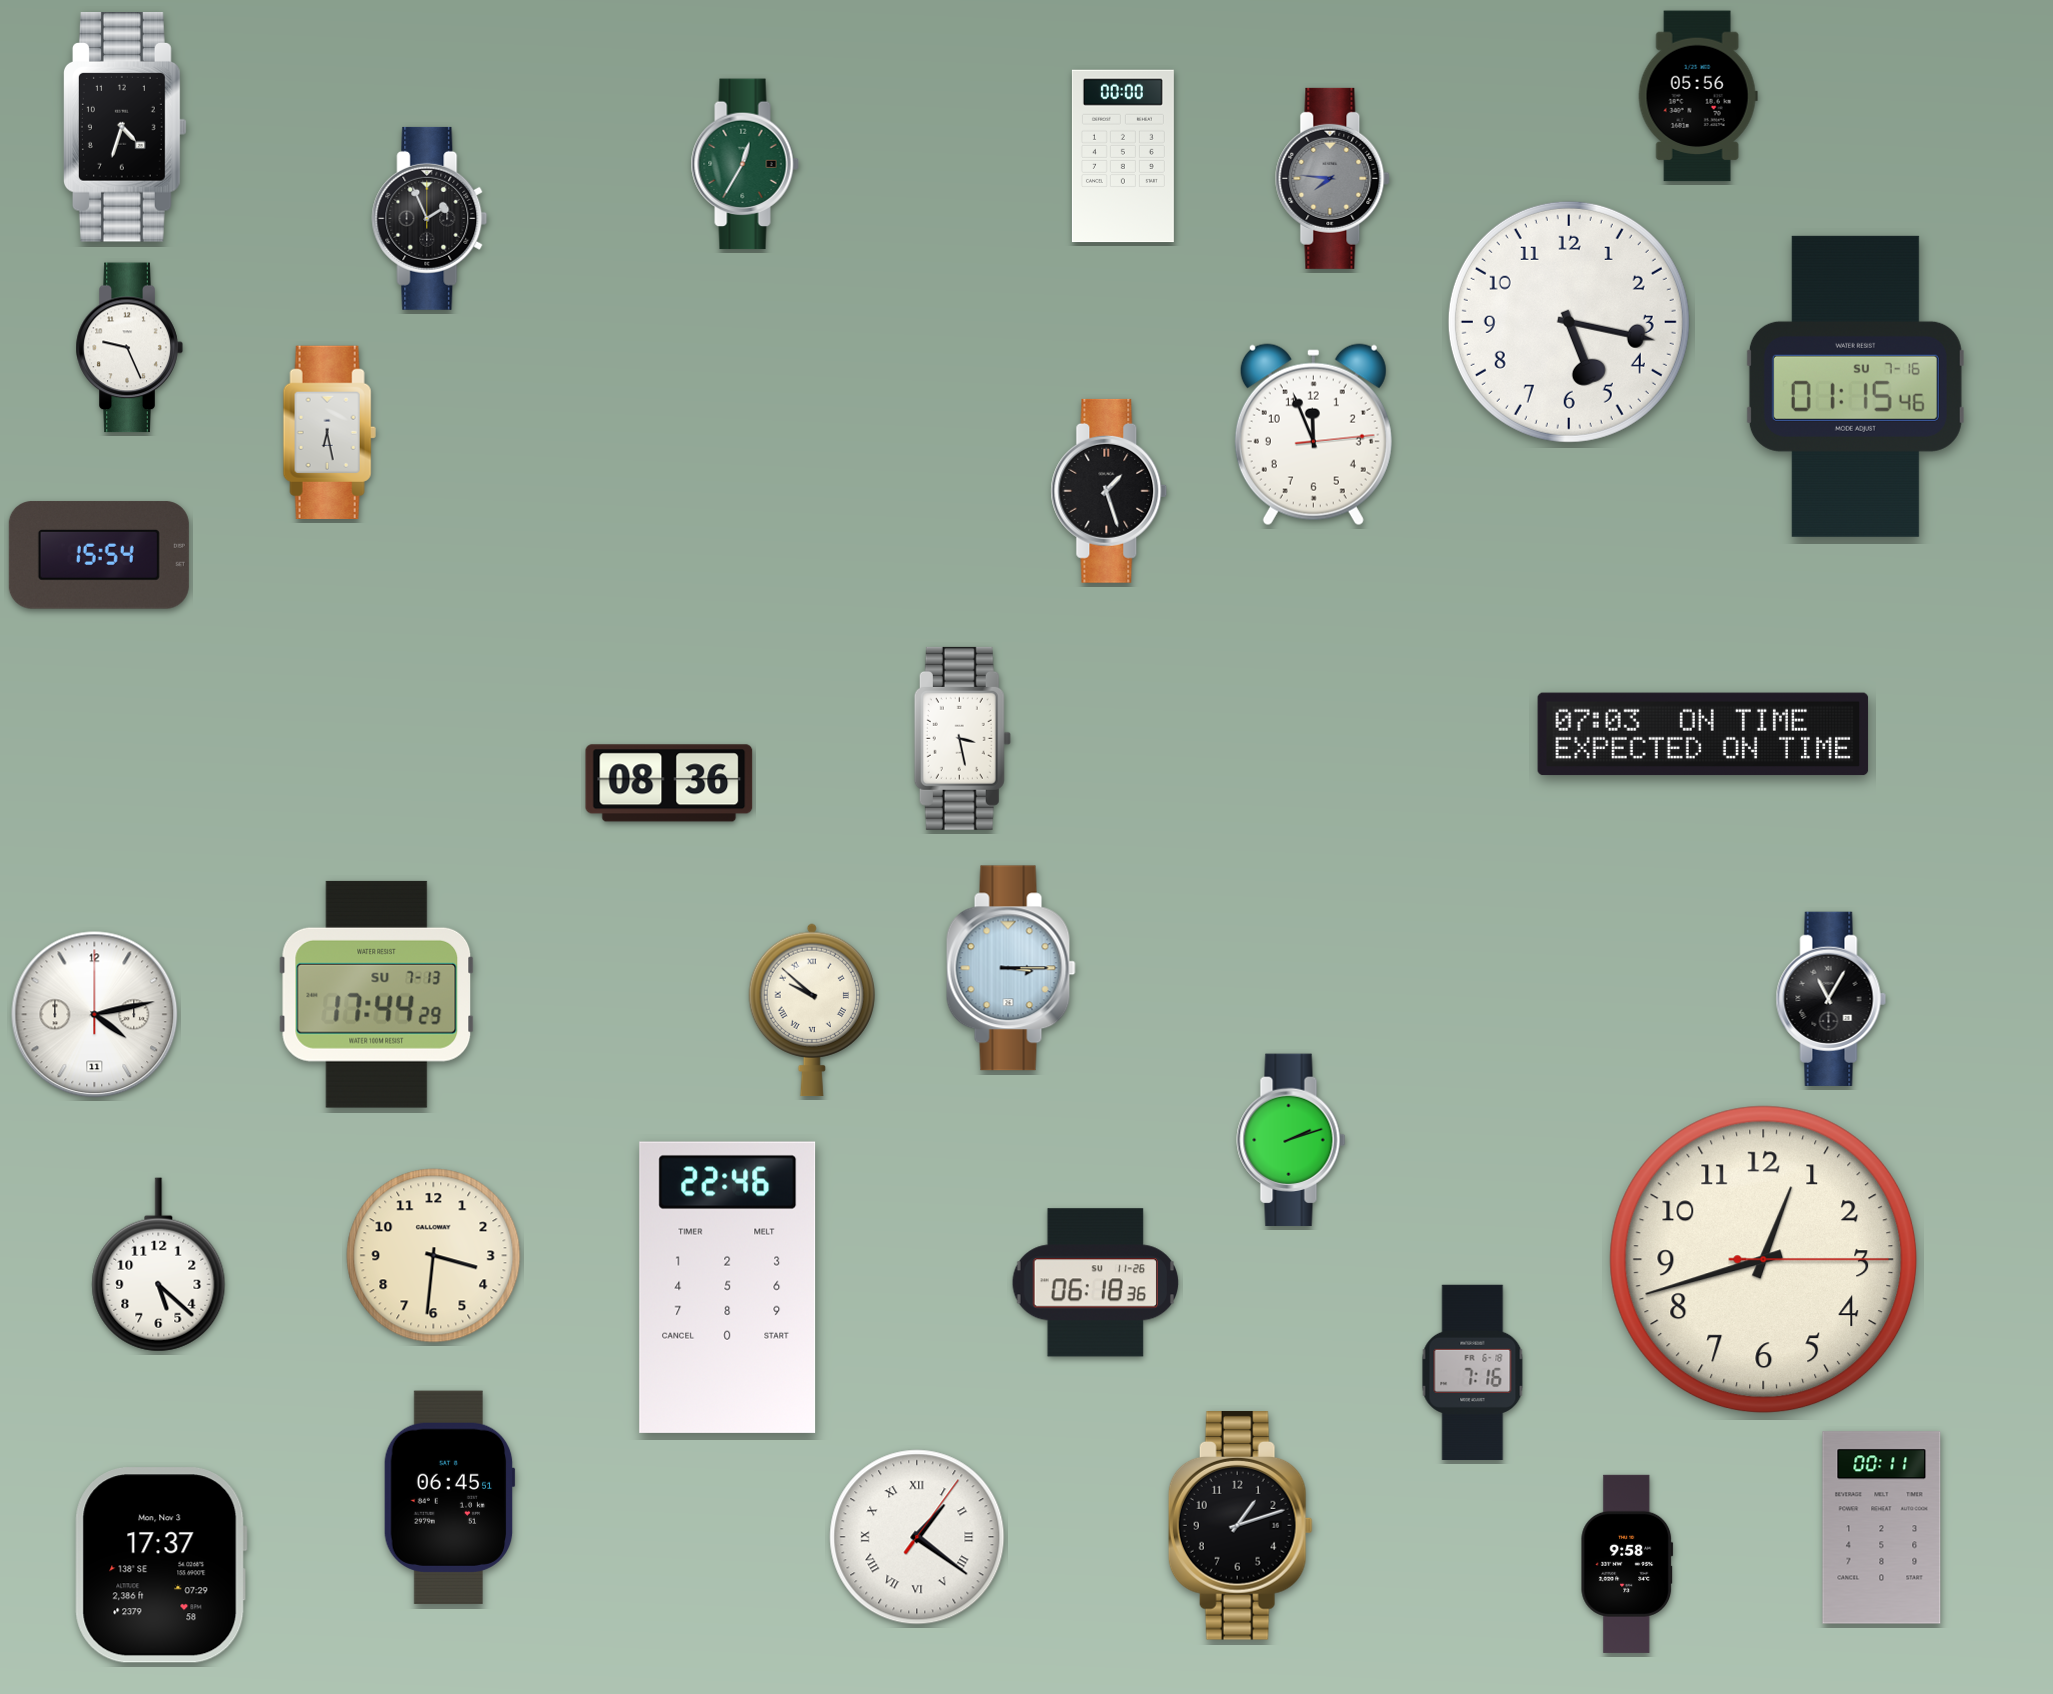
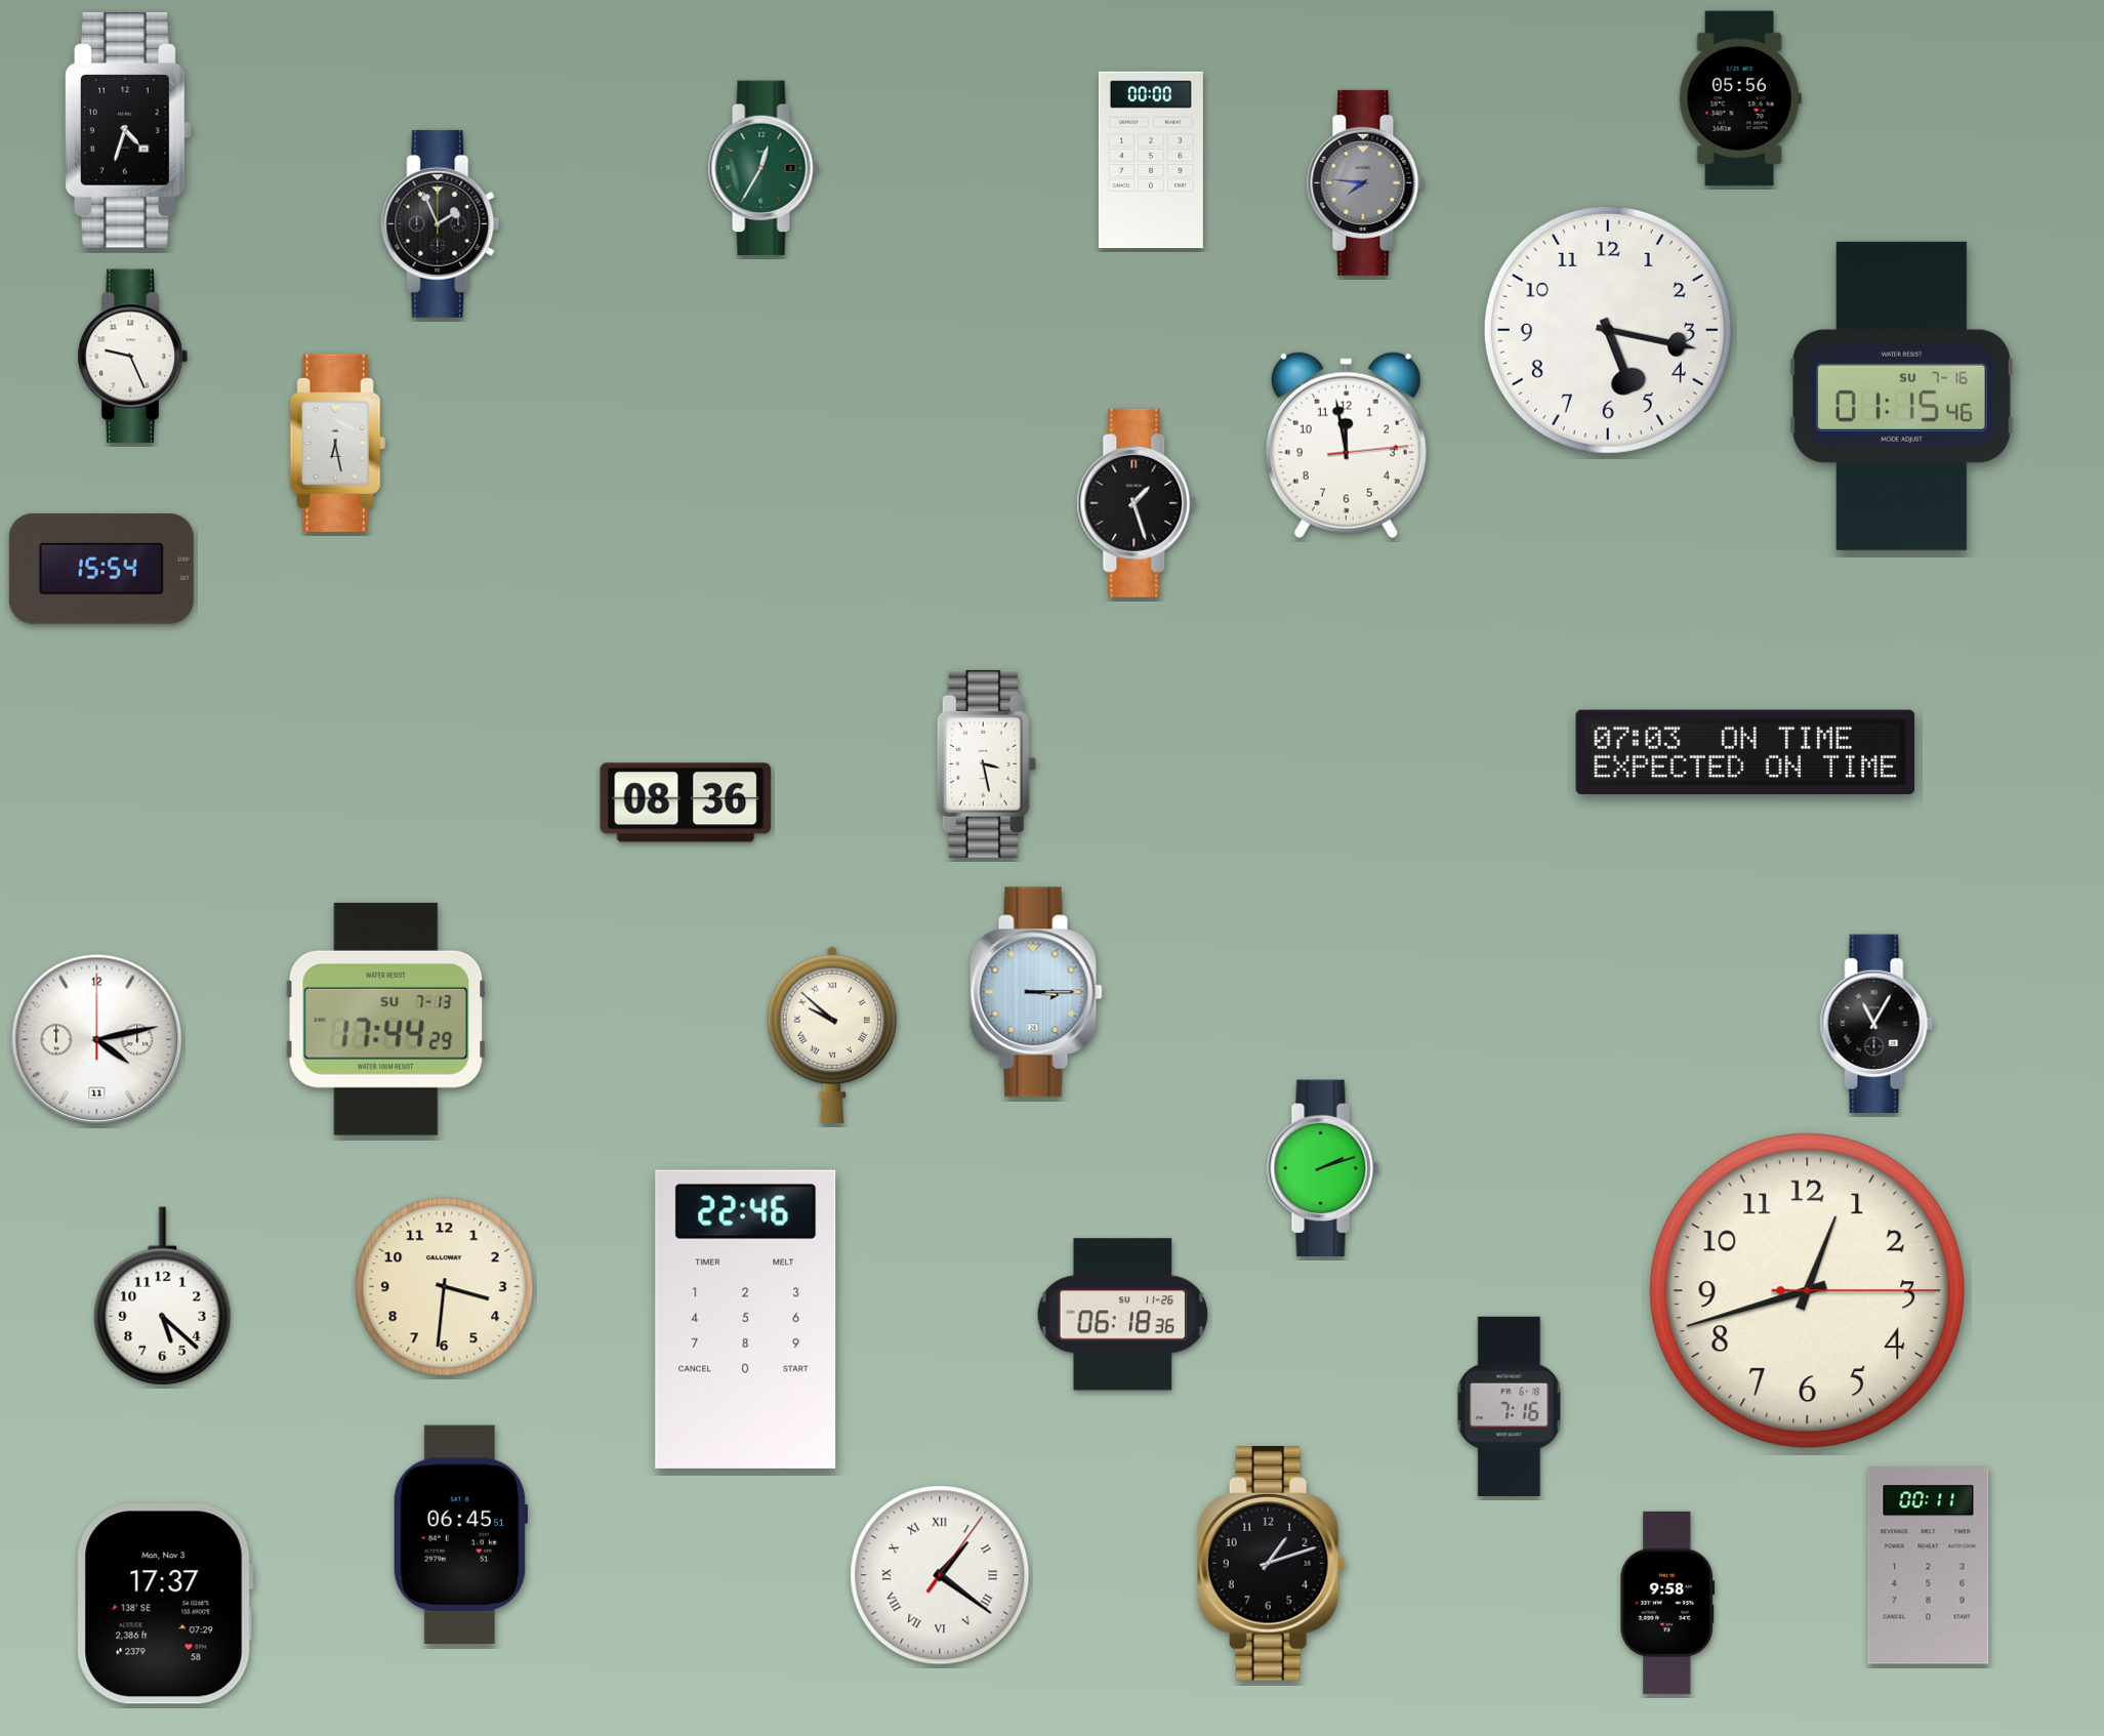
clock at (1313, 435): 11:56 -> 11:58
clock at (962, 738) position: (962, 738) -> (986, 763)
